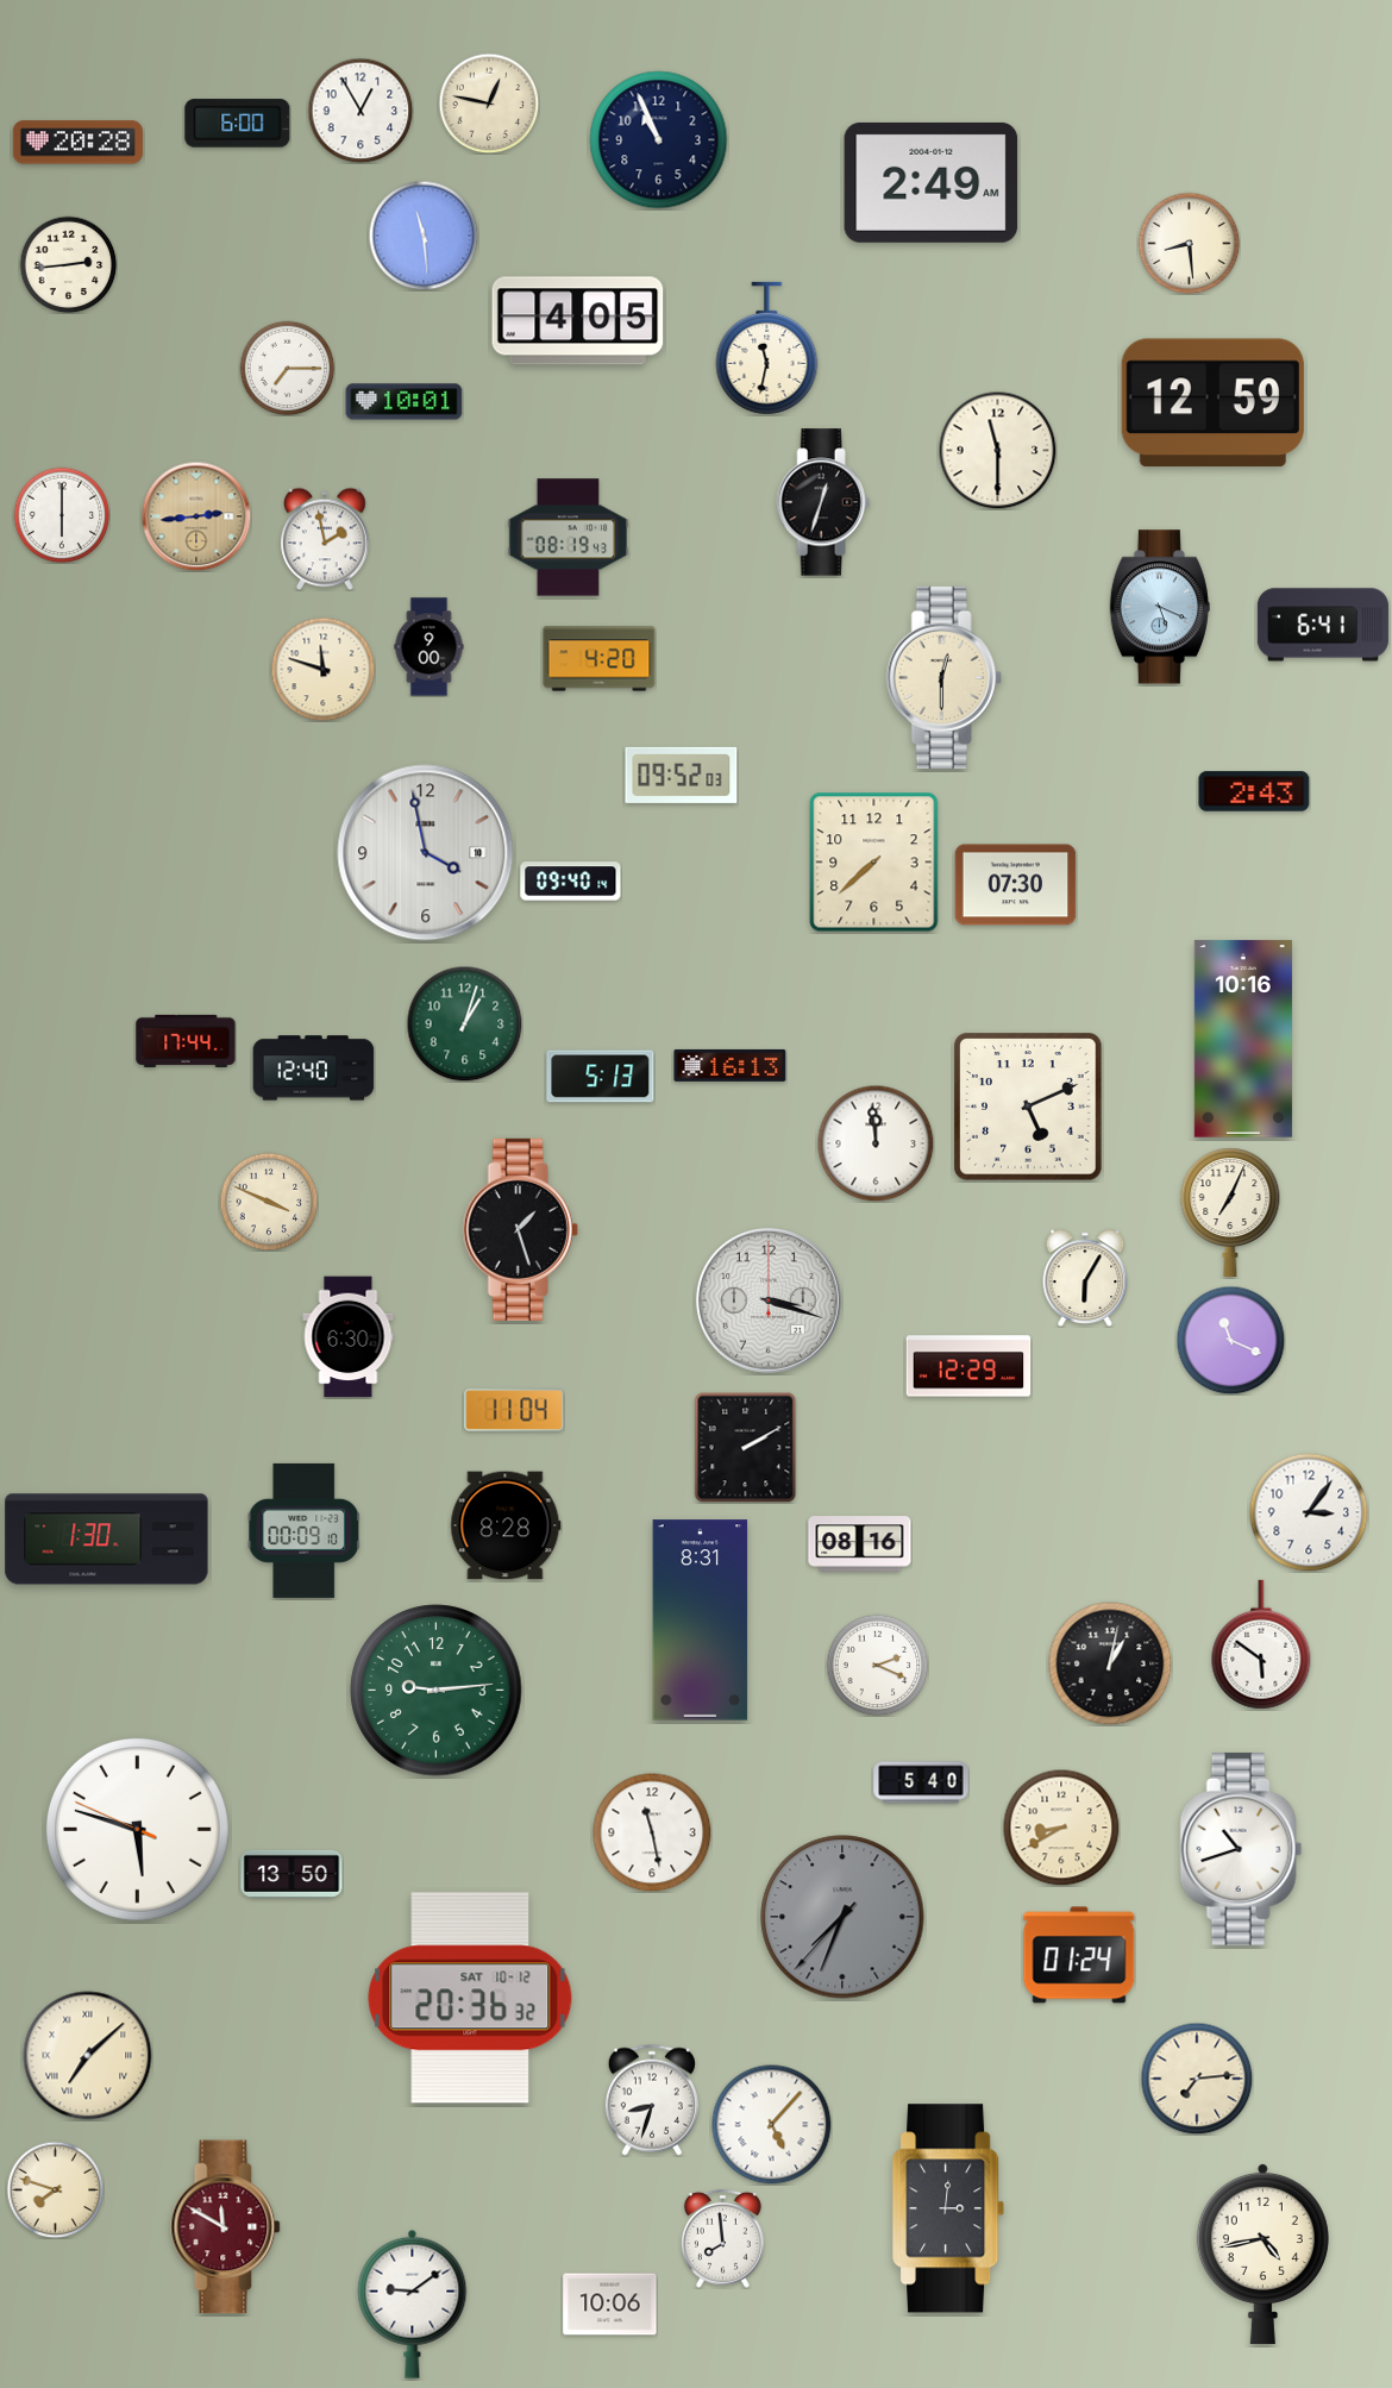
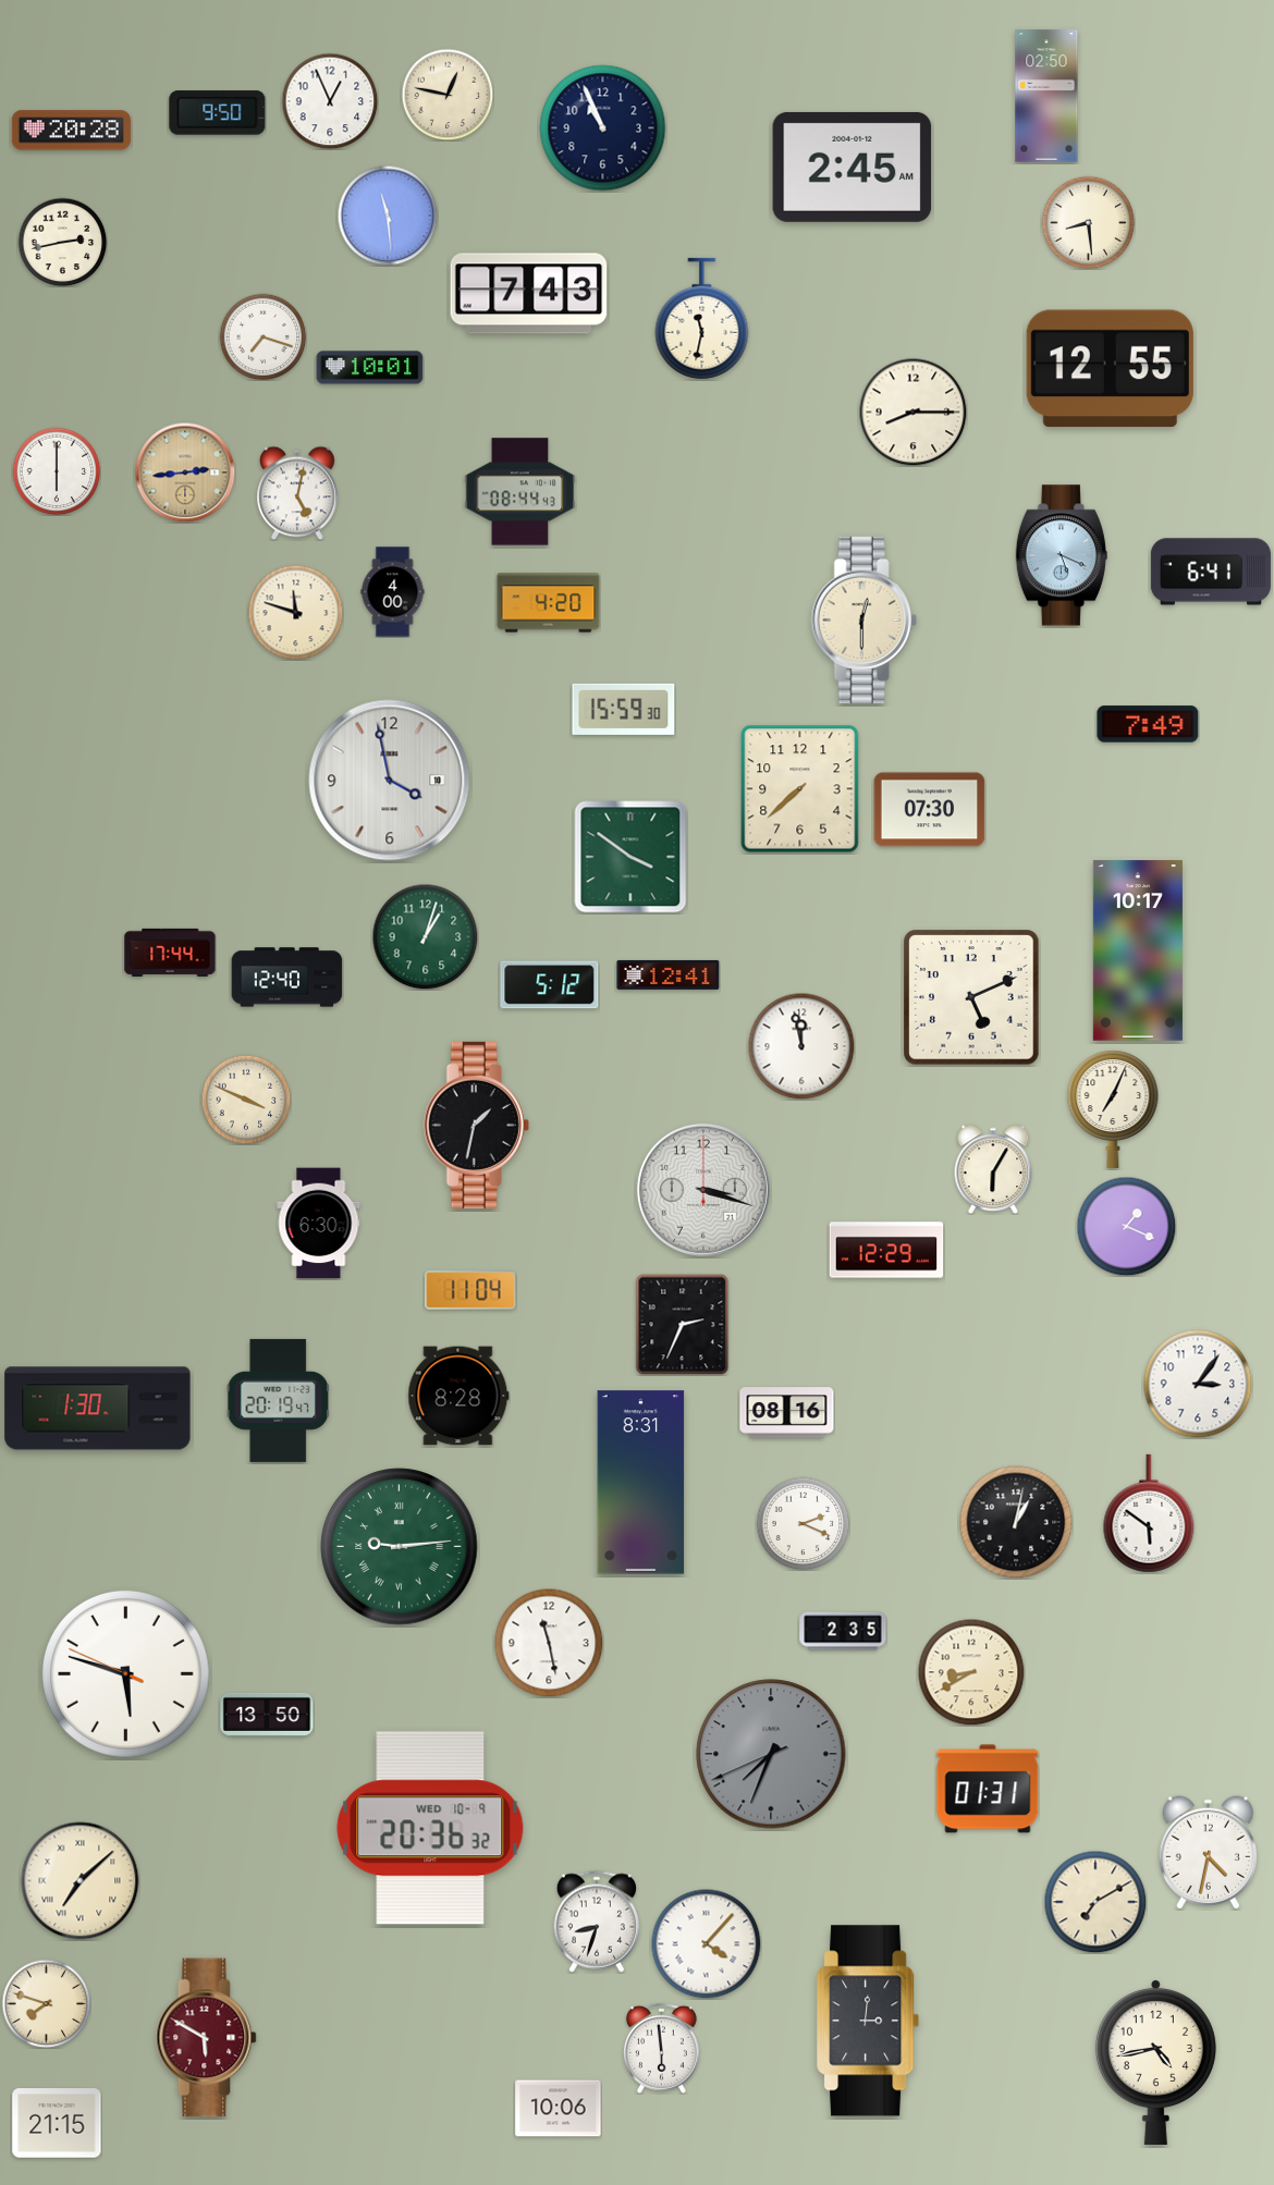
clock at (1046, 96): none -> 02:50
clock at (360, 111): 12:55 -> 12:56
clock at (238, 124): 6:00 -> 9:50
clock at (932, 182): 2:49 -> 2:45
clock at (68, 264): 2:44 -> 2:43
clock at (578, 321): 4:05 -> 7:43
clock at (287, 368): 7:15 -> 7:18
clock at (1212, 403): 12:59 -> 12:55
clock at (998, 451): 11:30 -> 8:15
clock at (823, 502): 12:33 -> none
clock at (196, 516) position: (196, 516) -> (185, 472)
clock at (569, 538): 08:19 -> 08:44
clock at (325, 539): 1:58 -> 5:02
clock at (429, 647): 9:00 -> 4:00
clock at (682, 775): 09:52 -> 15:59
clock at (1254, 791): 2:43 -> 7:49
clock at (571, 882): 09:40 -> none
clock at (630, 857): none -> 3:51
clock at (1243, 1039): 10:16 -> 10:17
clock at (731, 1065): 16:13 -> 12:41
clock at (601, 1077): 5:13 -> 5:12
clock at (1028, 1107) position: (1028, 1107) -> (971, 997)
clock at (876, 1143): 11:59 -> 11:58
clock at (1230, 1212) position: (1230, 1212) -> (1113, 1109)
clock at (520, 1229): 1:27 -> 1:32
clock at (1230, 1340): 11:19 -> 1:19
clock at (746, 1447): 2:10 -> 2:34
clock at (506, 1525) position: (506, 1525) -> (458, 1396)
clock at (305, 1530): 00:09 -> 20:19
clock at (1261, 1644) position: (1261, 1644) -> (1149, 1513)
clock at (437, 1691) numerals: Arabic -> Roman
clock at (921, 1782): 5:40 -> 2:35
clock at (652, 1832) position: (652, 1832) -> (549, 1643)
clock at (1241, 1849): 10:42 -> none
clock at (842, 1917): 7:33:37 -> 7:33:41
clock at (1079, 1955): 01:24 -> 01:31
clock at (470, 1998) date: SAT 10-12 -> WED 10-9
clock at (1208, 1853): none -> 4:32
clock at (1197, 2079): 7:14 -> 7:10
clock at (772, 2125): 5:07 -> 4:07
clock at (55, 2189) position: (55, 2189) -> (46, 2003)
clock at (226, 2227): 11:50 -> 5:50
clock at (722, 2238): 7:59 -> 5:59
clock at (413, 2304): 9:09 -> none
clock at (57, 2123): none -> 21:15
